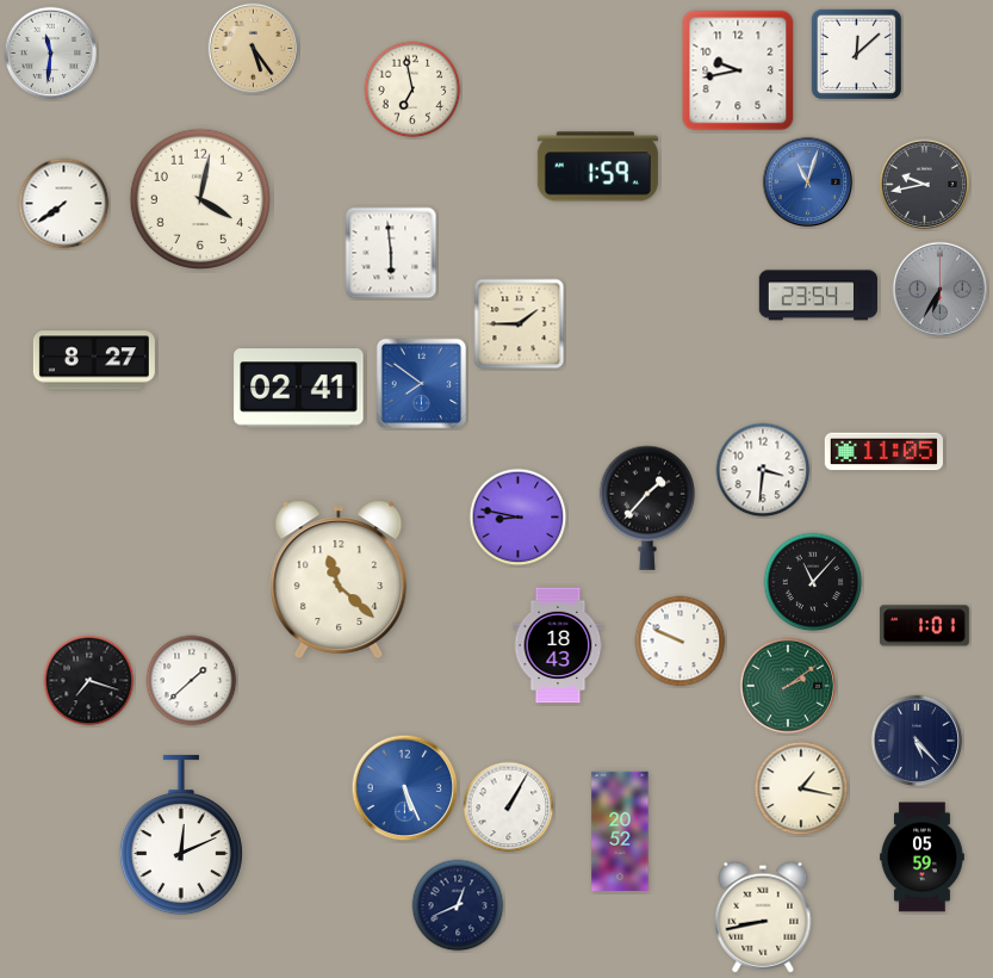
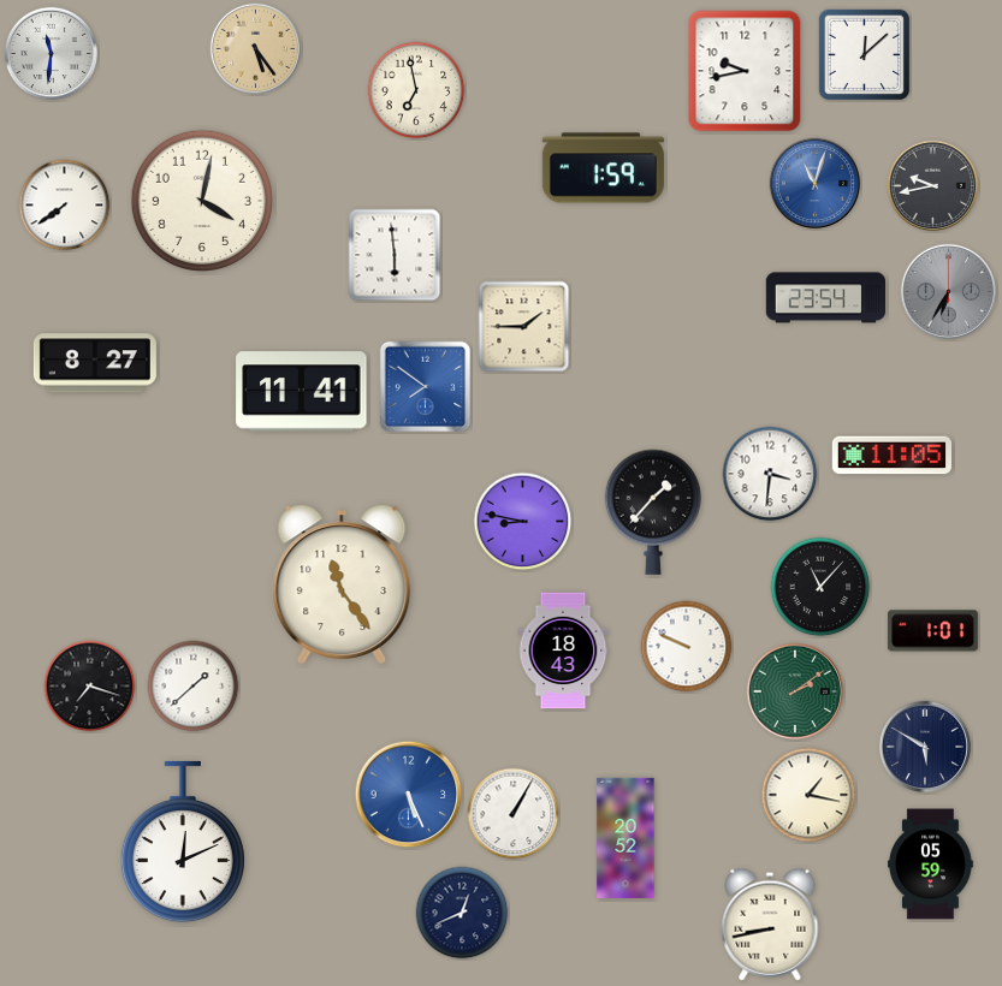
clock at (299, 389): 02:41 -> 11:41
clock at (339, 578): 11:22 -> 11:24
clock at (917, 741): 5:23 -> 5:50
